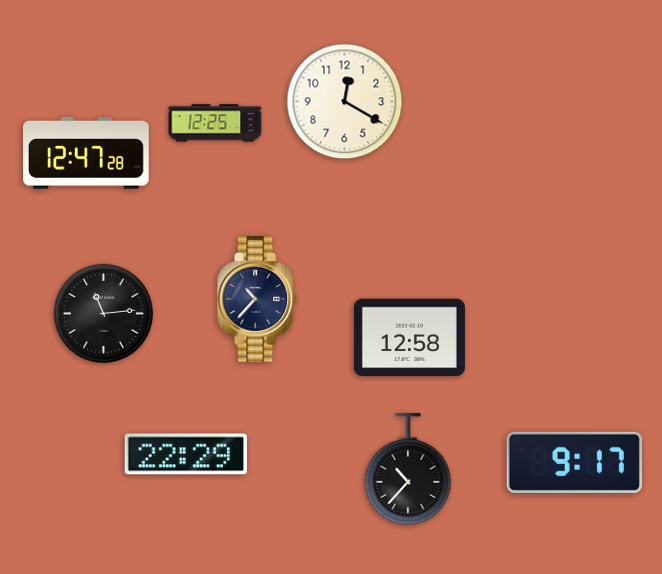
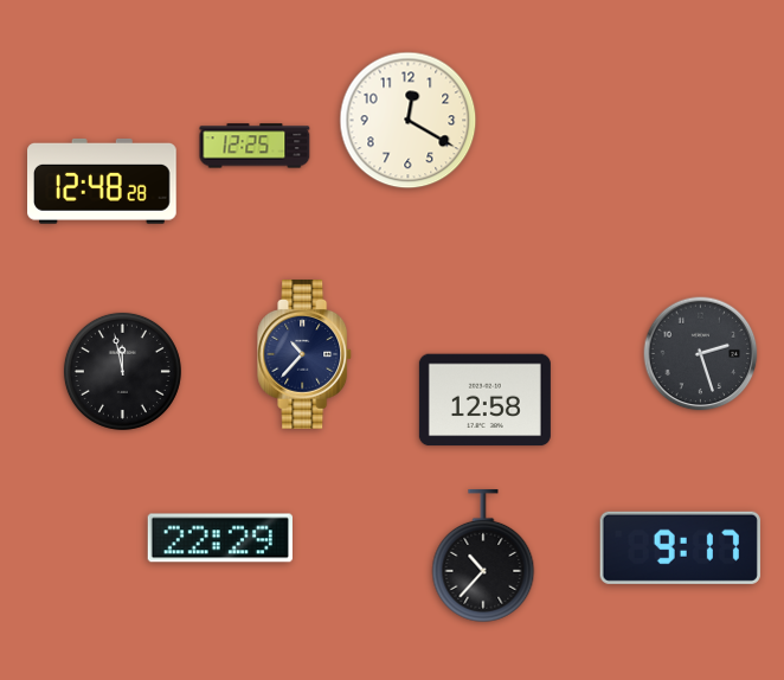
clock at (87, 153): 12:47 -> 12:48
clock at (701, 354): none -> 2:27
clock at (103, 313): 11:14 -> 11:58
